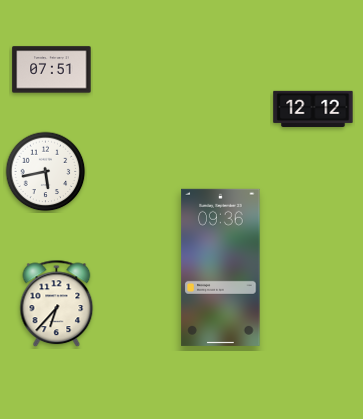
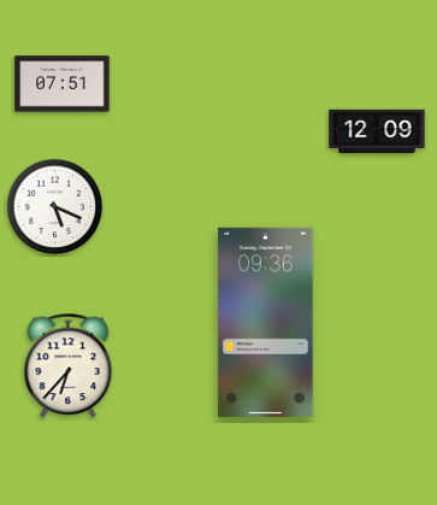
clock at (313, 109): 12:12 -> 12:09
clock at (46, 172): 5:43 -> 5:19
